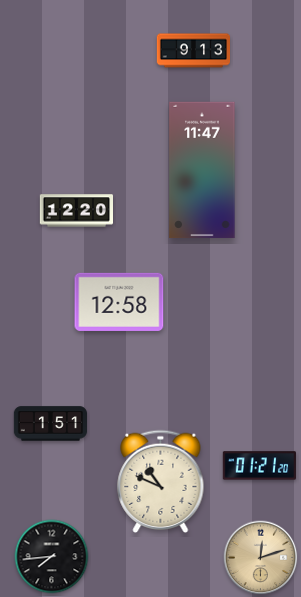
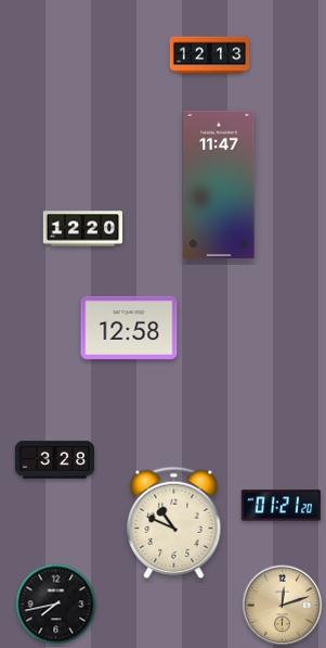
clock at (194, 51): 9:13 -> 12:13
clock at (51, 424): 1:51 -> 3:28
clock at (52, 557): 7:44 -> 7:43
